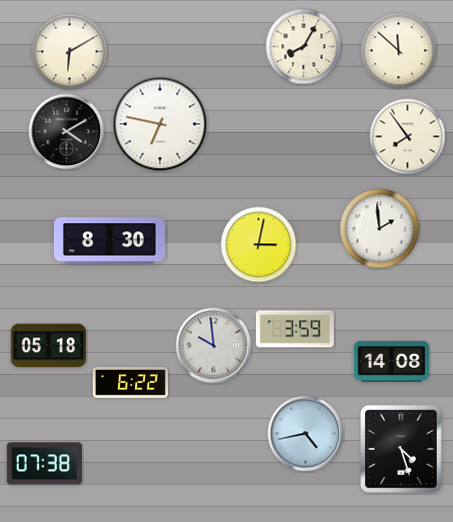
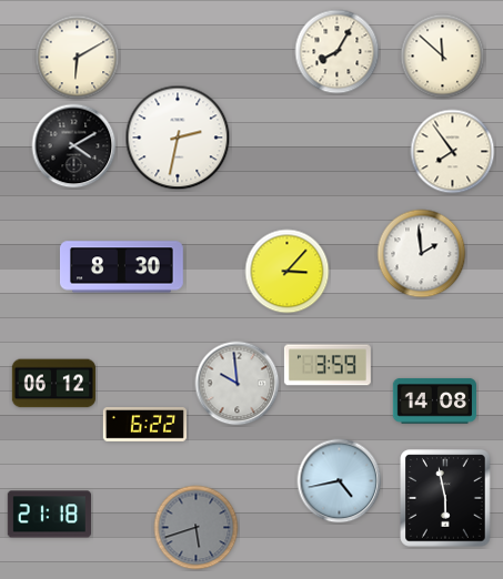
clock at (160, 124): 6:47 -> 2:32
clock at (259, 245): 3:02 -> 3:07
clock at (48, 346): 05:18 -> 06:12
clock at (401, 449): 4:27 -> 5:58
clock at (44, 464): 07:38 -> 21:18
clock at (197, 528): none -> 5:42
